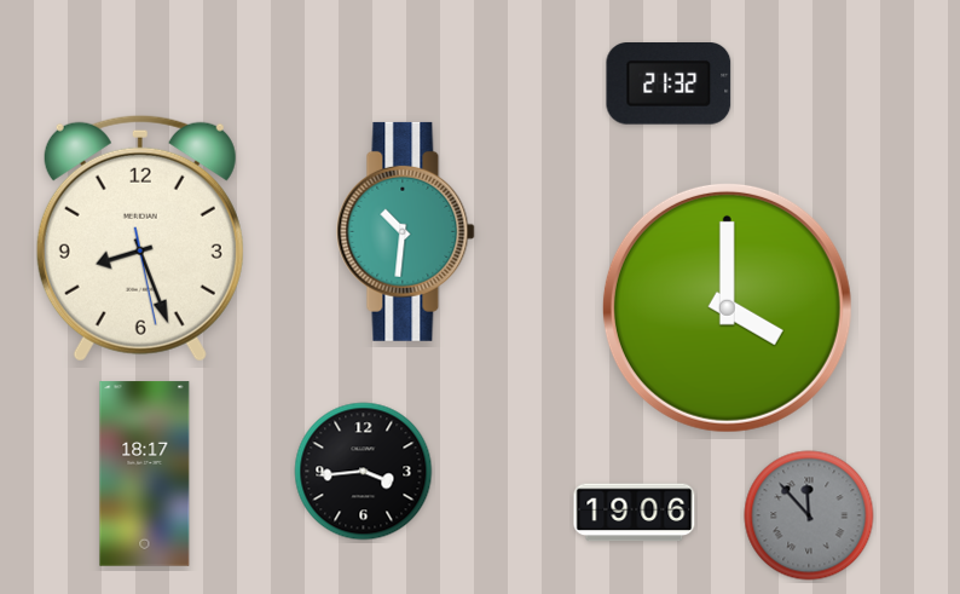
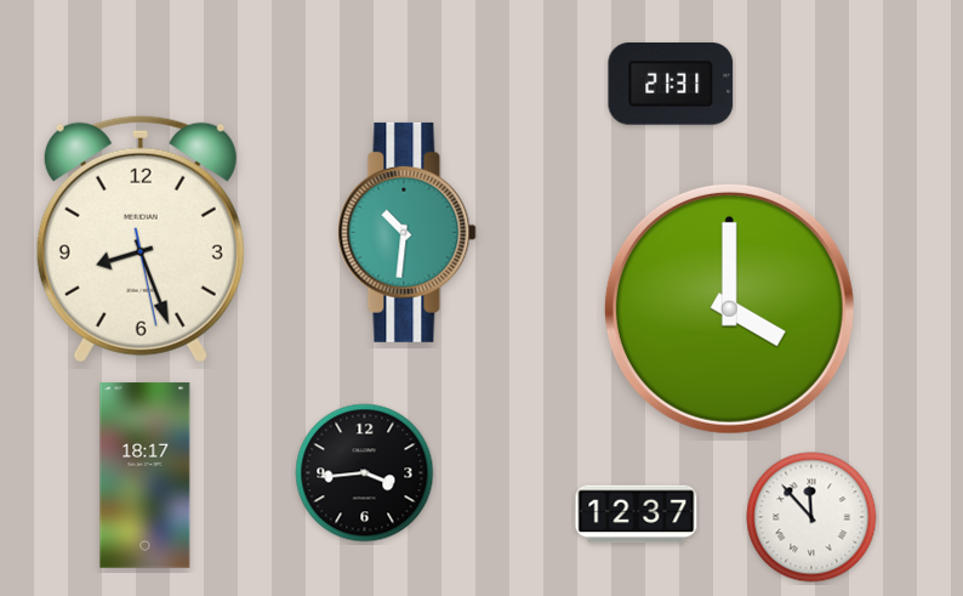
clock at (669, 85): 21:32 -> 21:31
clock at (635, 513): 19:06 -> 12:37
clock at (809, 515) dial: grey -> white
